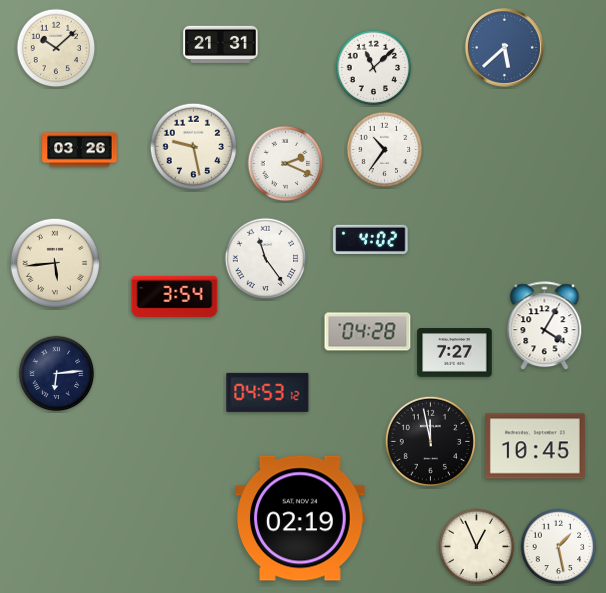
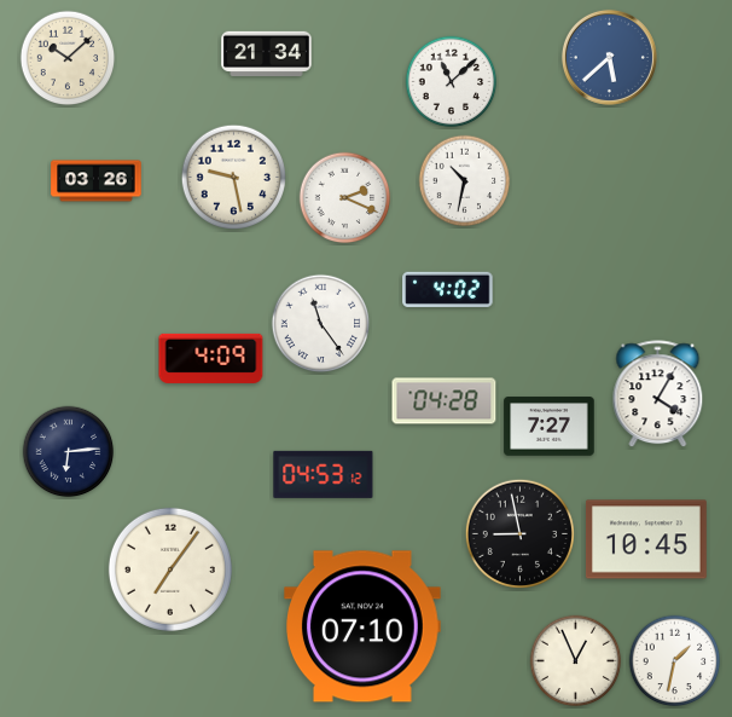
clock at (221, 44): 21:31 -> 21:34
clock at (385, 150): 10:36 -> 10:32
clock at (266, 259) position: (266, 259) -> (321, 324)
clock at (54, 262): 5:44 -> none
clock at (175, 296): 3:54 -> 4:09
clock at (430, 441): 11:58 -> 8:58
clock at (170, 569): none -> 7:06
clock at (301, 518): 02:19 -> 07:10
clock at (559, 547): 1:28 -> 1:32
